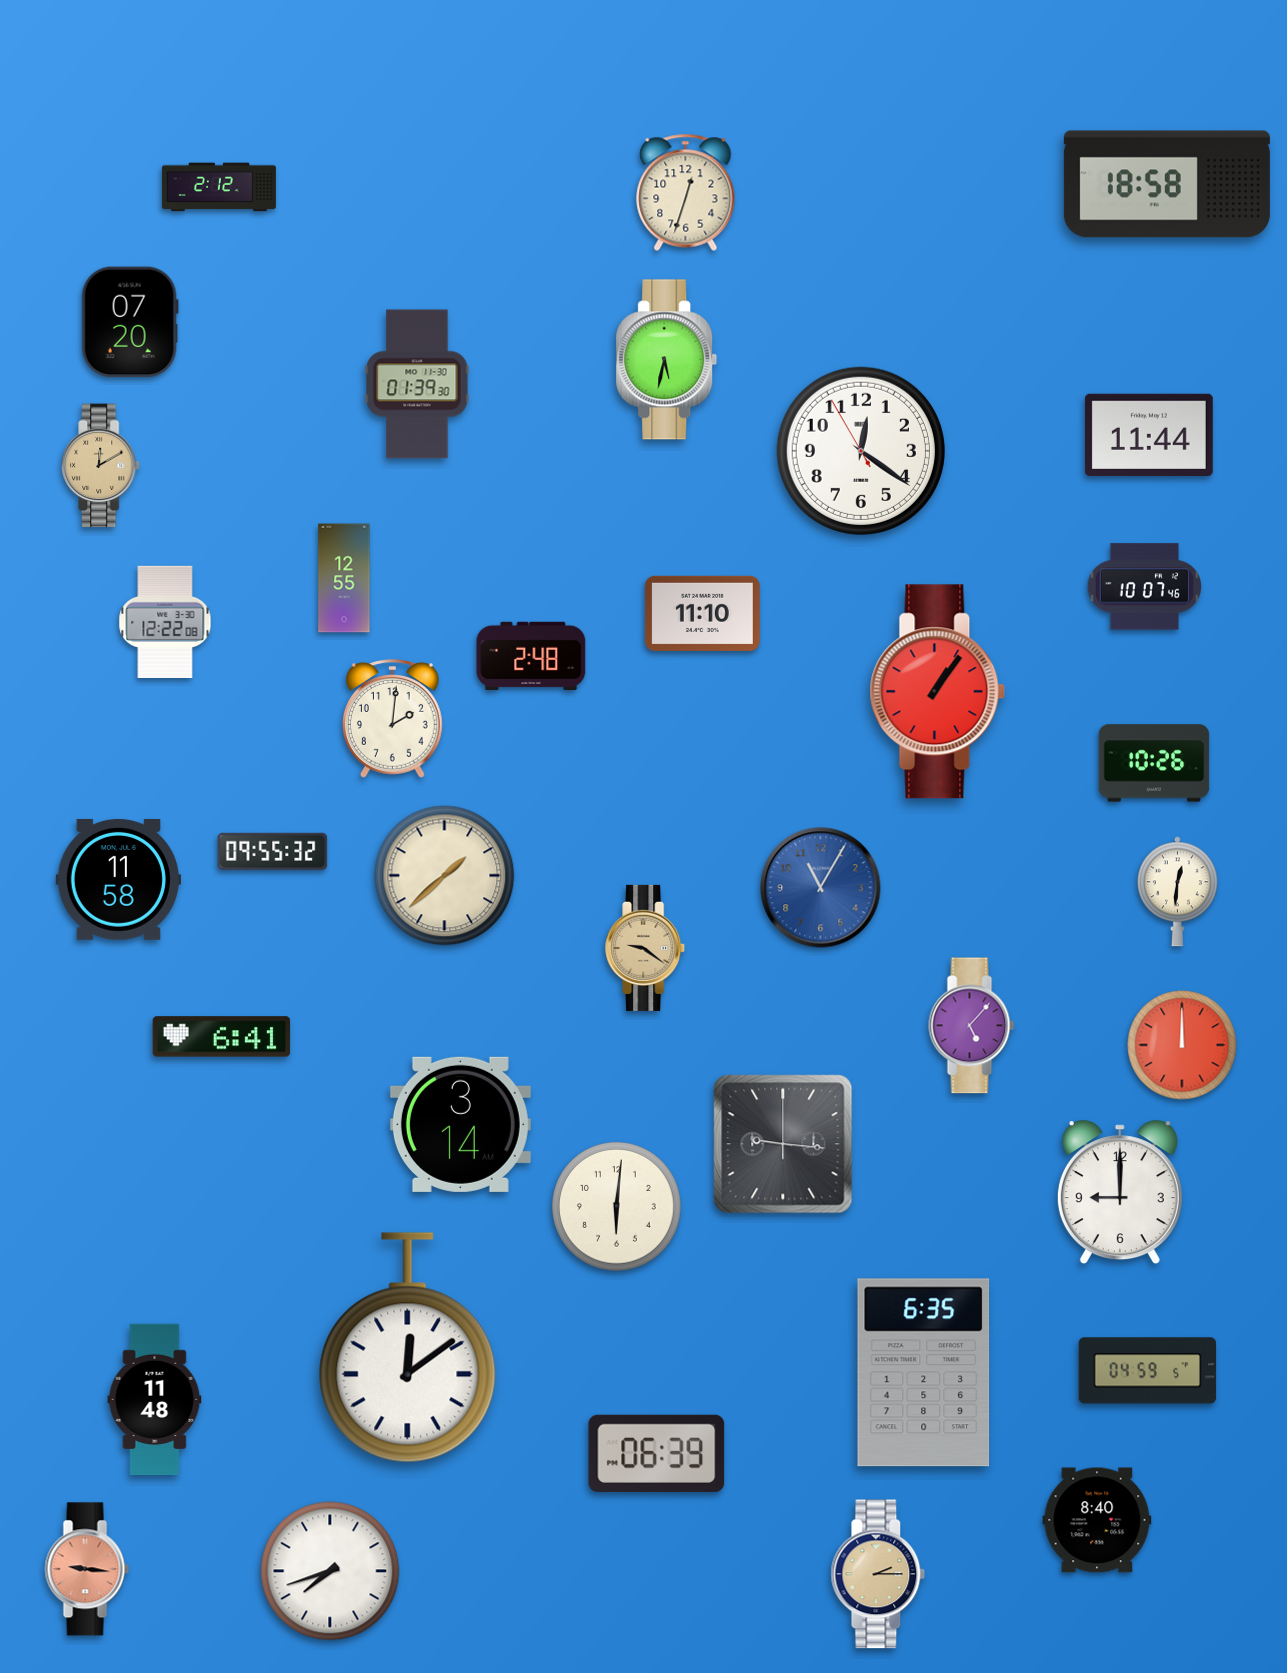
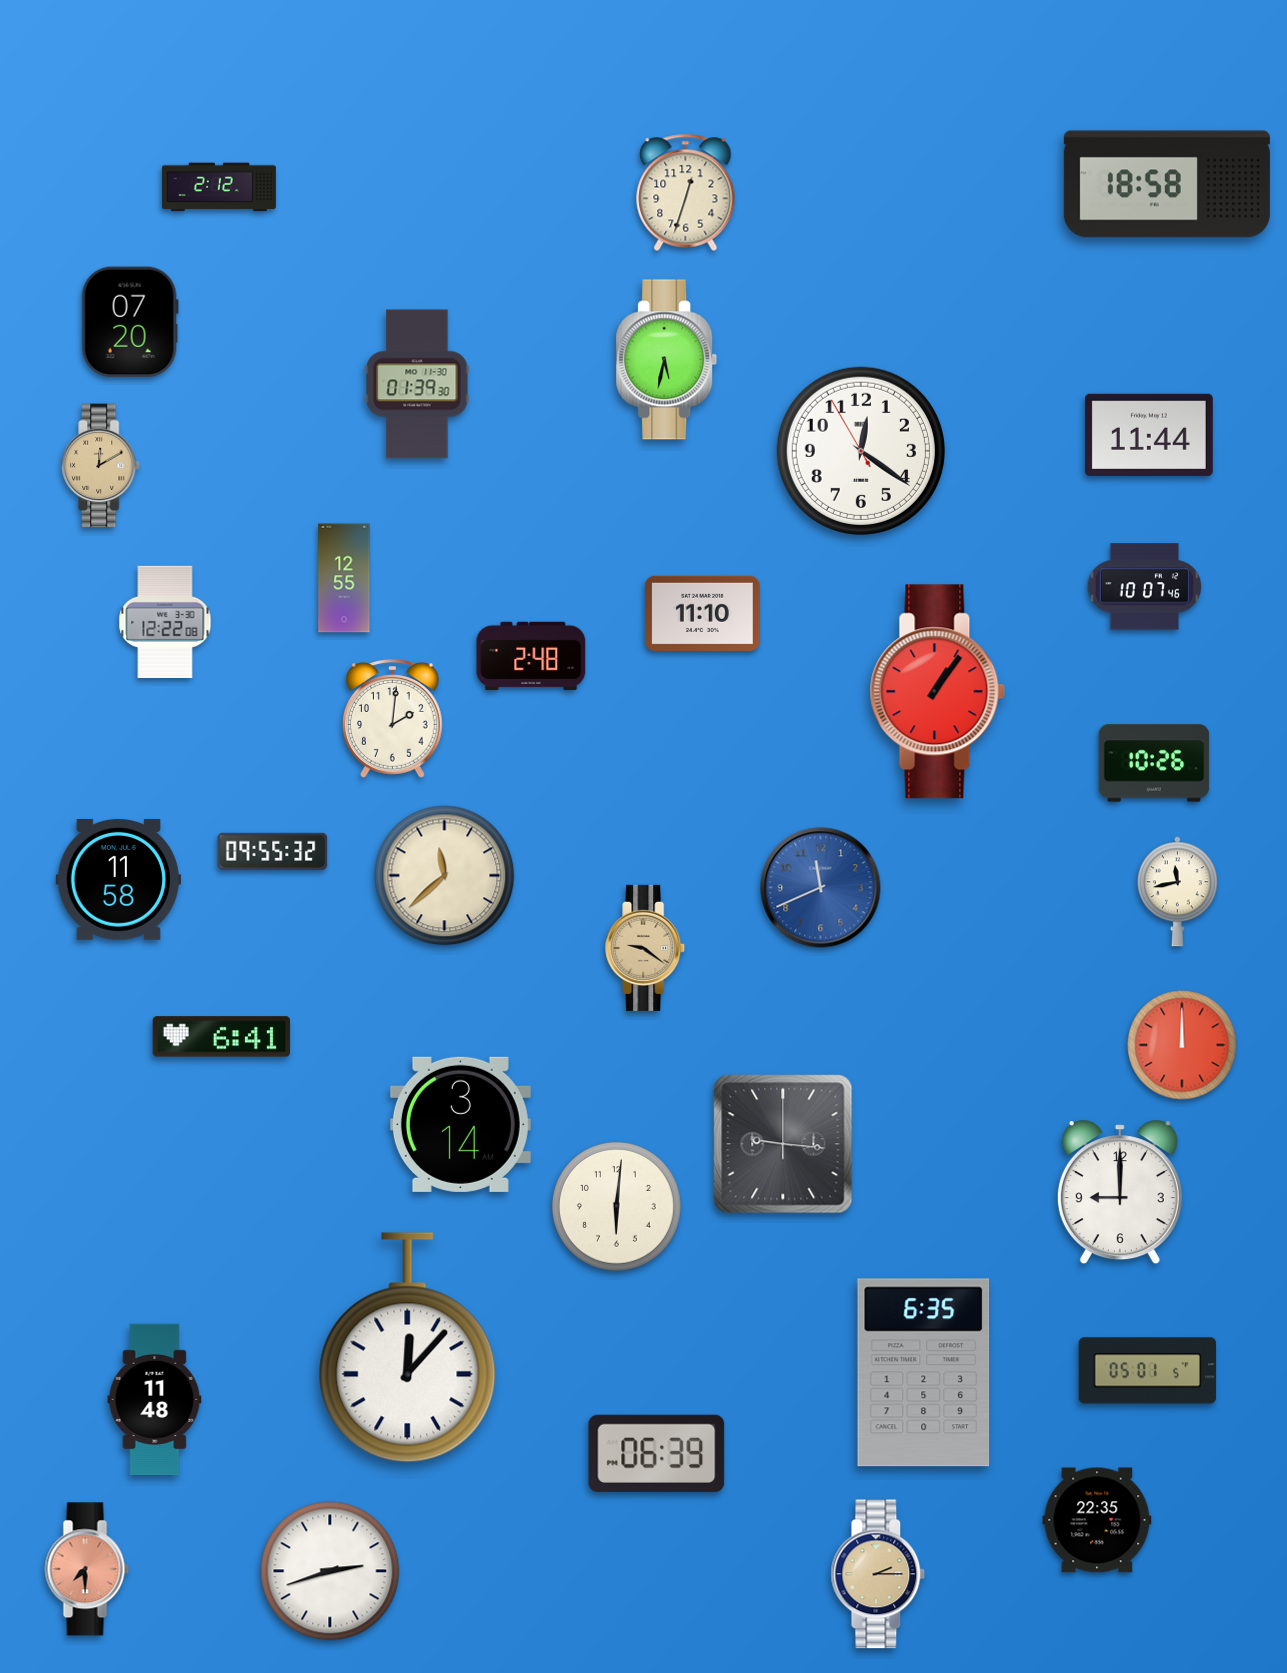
clock at (445, 876): 1:38 -> 11:38
clock at (821, 888): 11:05 -> 11:41
clock at (1177, 892): 12:31 -> 11:43
clock at (972, 1026): 5:07 -> none
clock at (408, 1348): 12:09 -> 12:07
clock at (1148, 1371): 04:59 -> 05:01
clock at (1097, 1520): 8:40 -> 22:35
clock at (87, 1569): 9:16 -> 7:30
clock at (330, 1571): 7:42 -> 2:42
